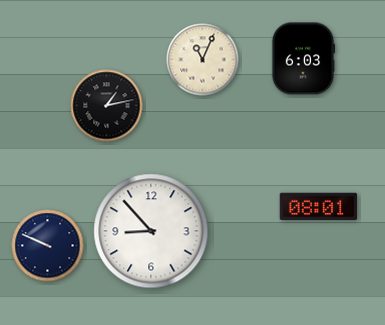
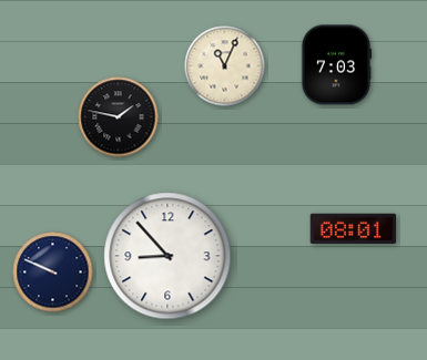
clock at (303, 59): 6:03 -> 7:03
clock at (107, 106): 1:13 -> 1:47
